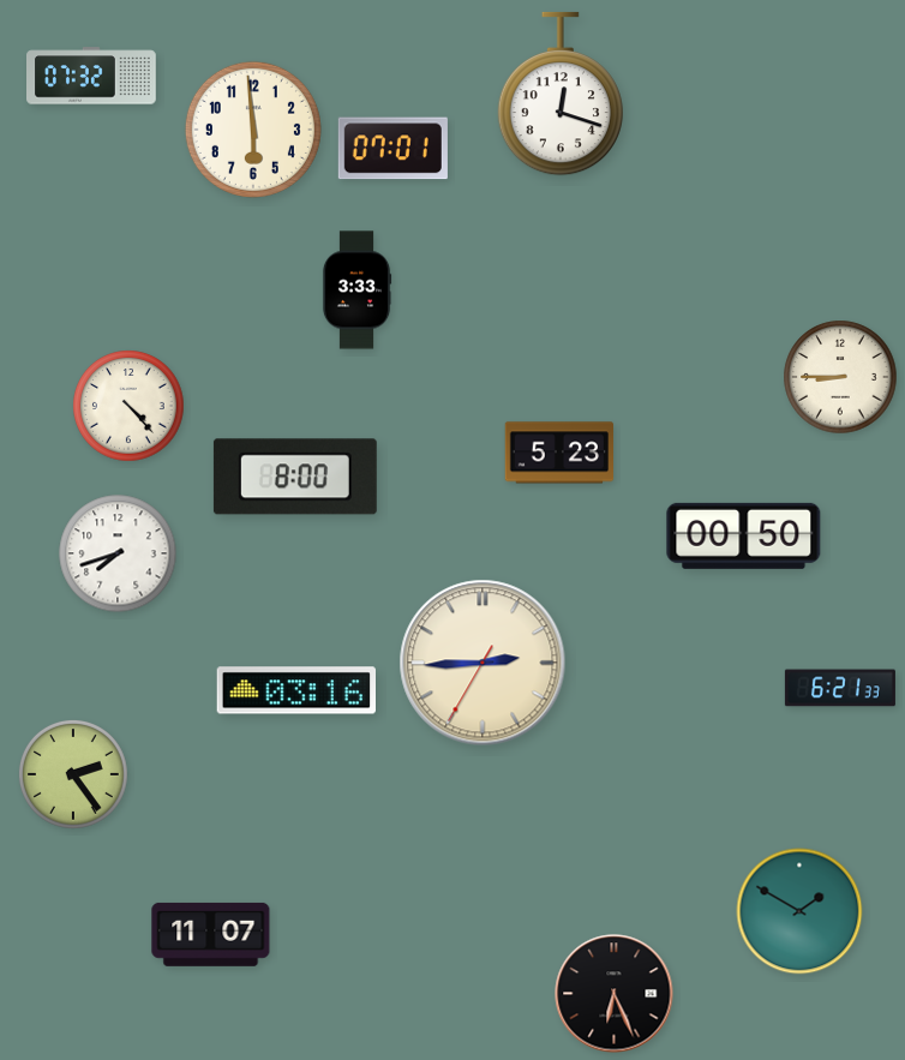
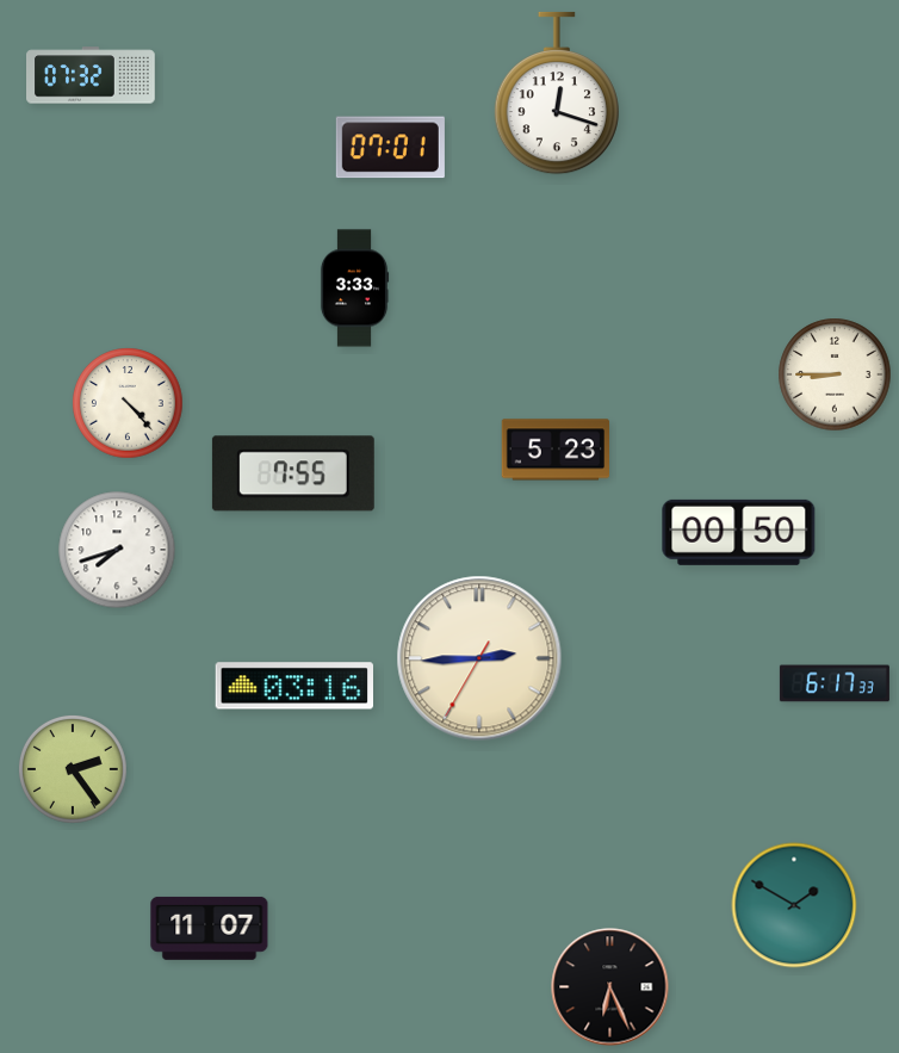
clock at (253, 130): 5:59 -> none
clock at (295, 477): 8:00 -> 7:55
clock at (840, 688): 6:21 -> 6:17
